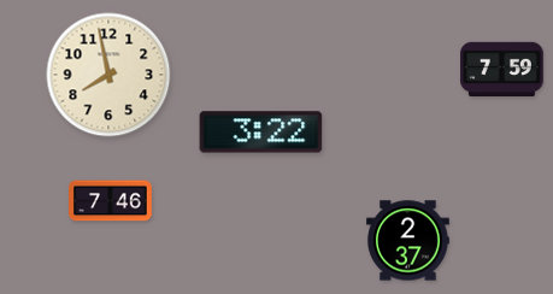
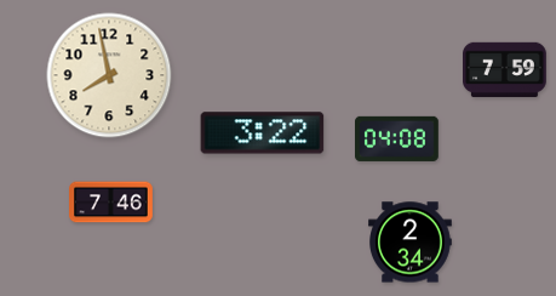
clock at (397, 138): none -> 04:08
clock at (408, 241): 2:37 -> 2:34
